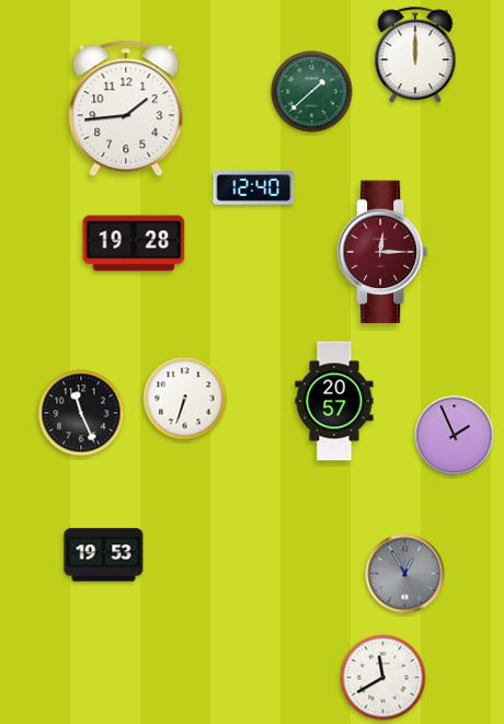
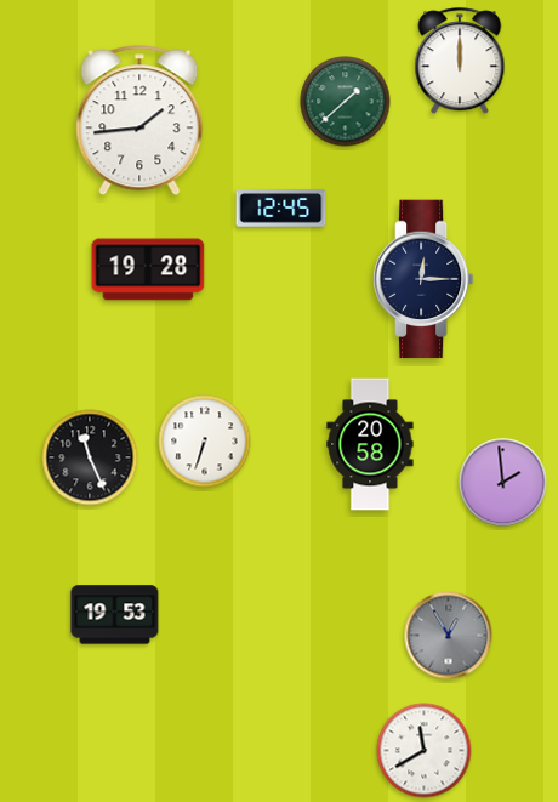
clock at (254, 188): 12:40 -> 12:45
clock at (382, 252) dial: burgundy -> navy
clock at (334, 401): 20:57 -> 20:58
clock at (455, 436): 1:56 -> 1:59
